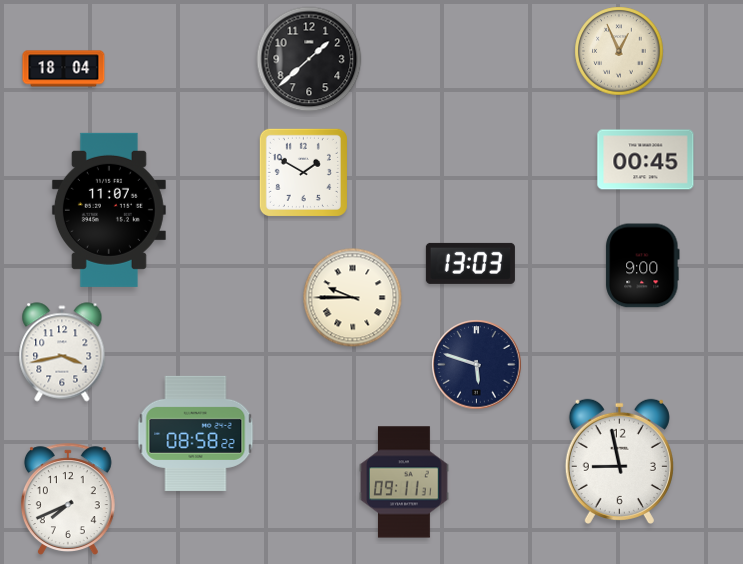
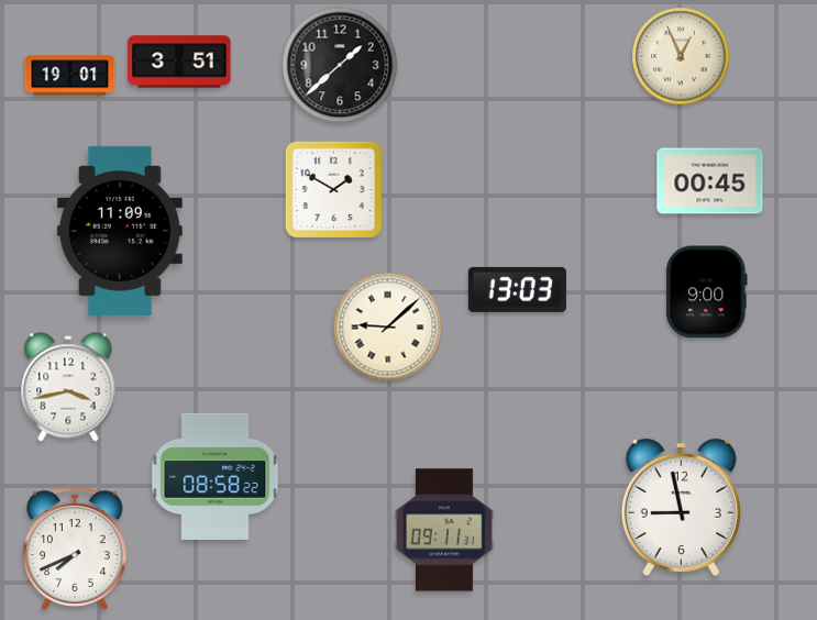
clock at (179, 62): none -> 3:51
clock at (64, 69): 18:04 -> 19:01
clock at (646, 160) position: (646, 160) -> (710, 181)
clock at (109, 210): 11:07 -> 11:09
clock at (353, 298): 9:45 -> 9:08
clock at (477, 365): 5:48 -> none
